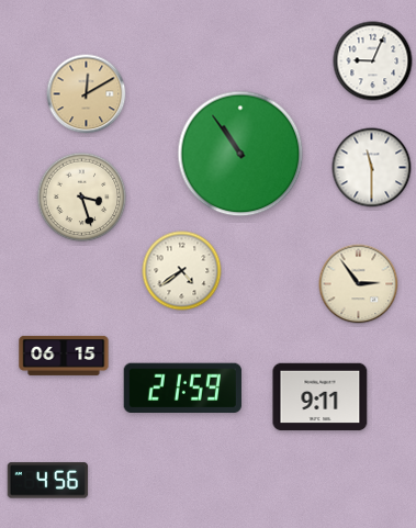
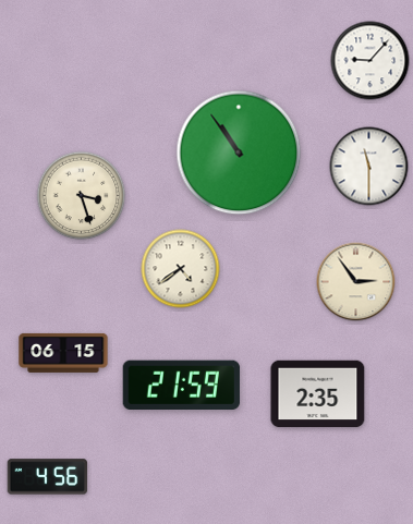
clock at (373, 61): 9:04 -> 9:07
clock at (87, 94): 12:10 -> none
clock at (321, 397): 9:11 -> 2:35
